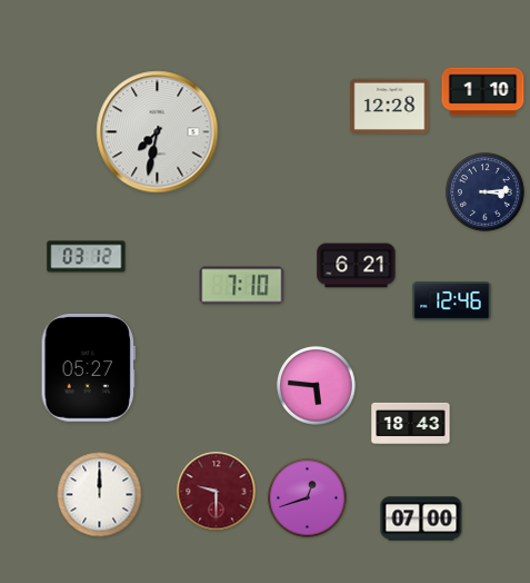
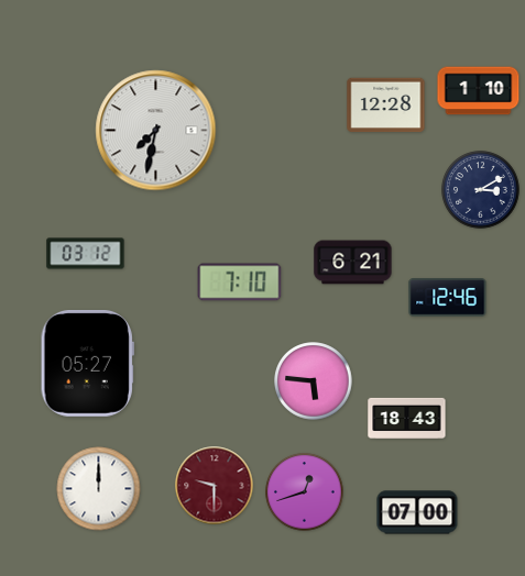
clock at (486, 192): 3:14 -> 3:10
